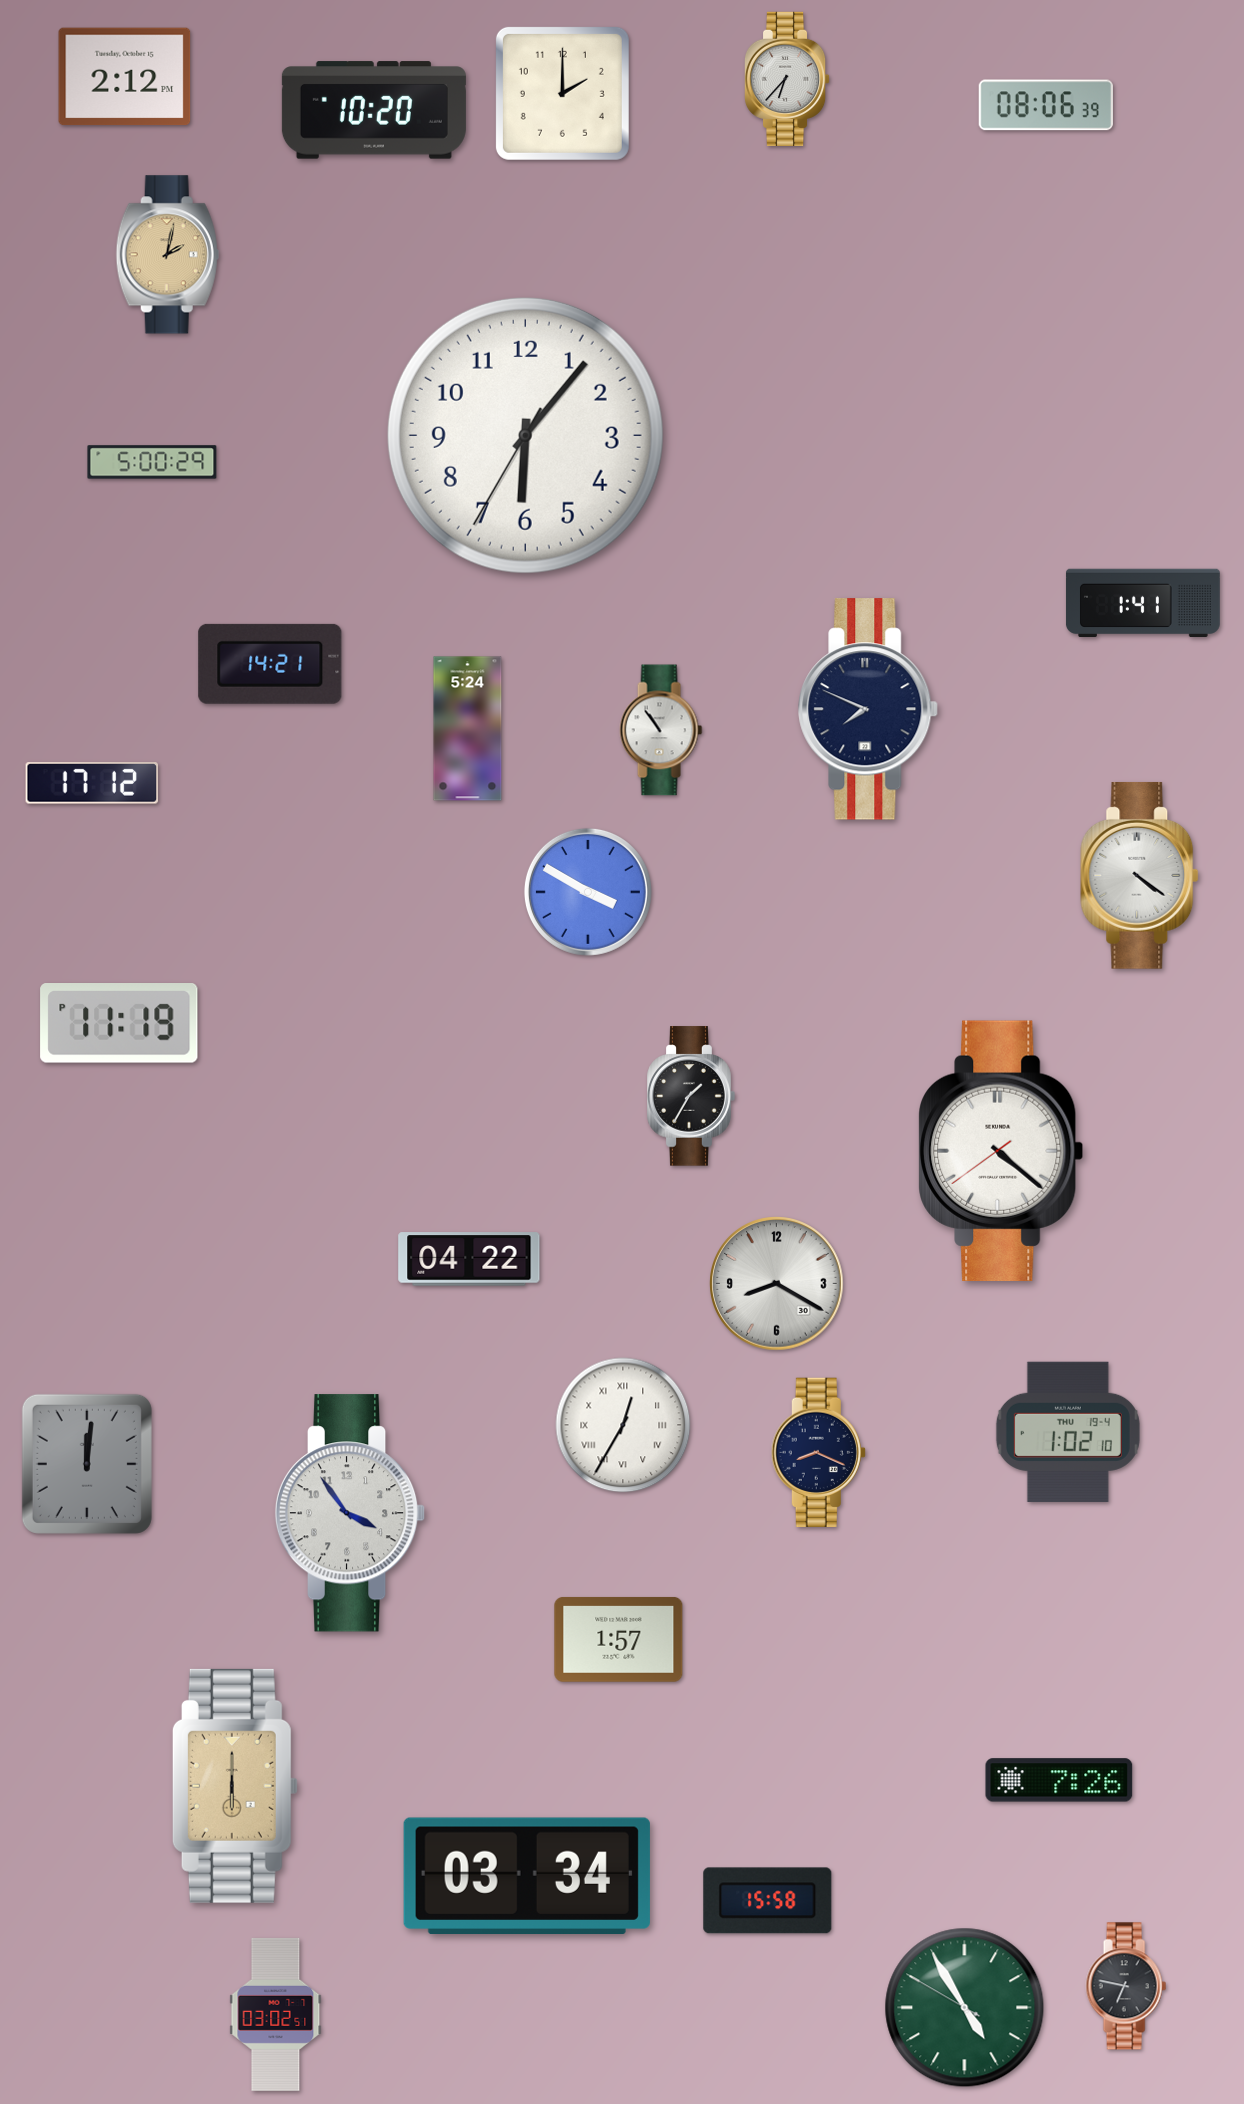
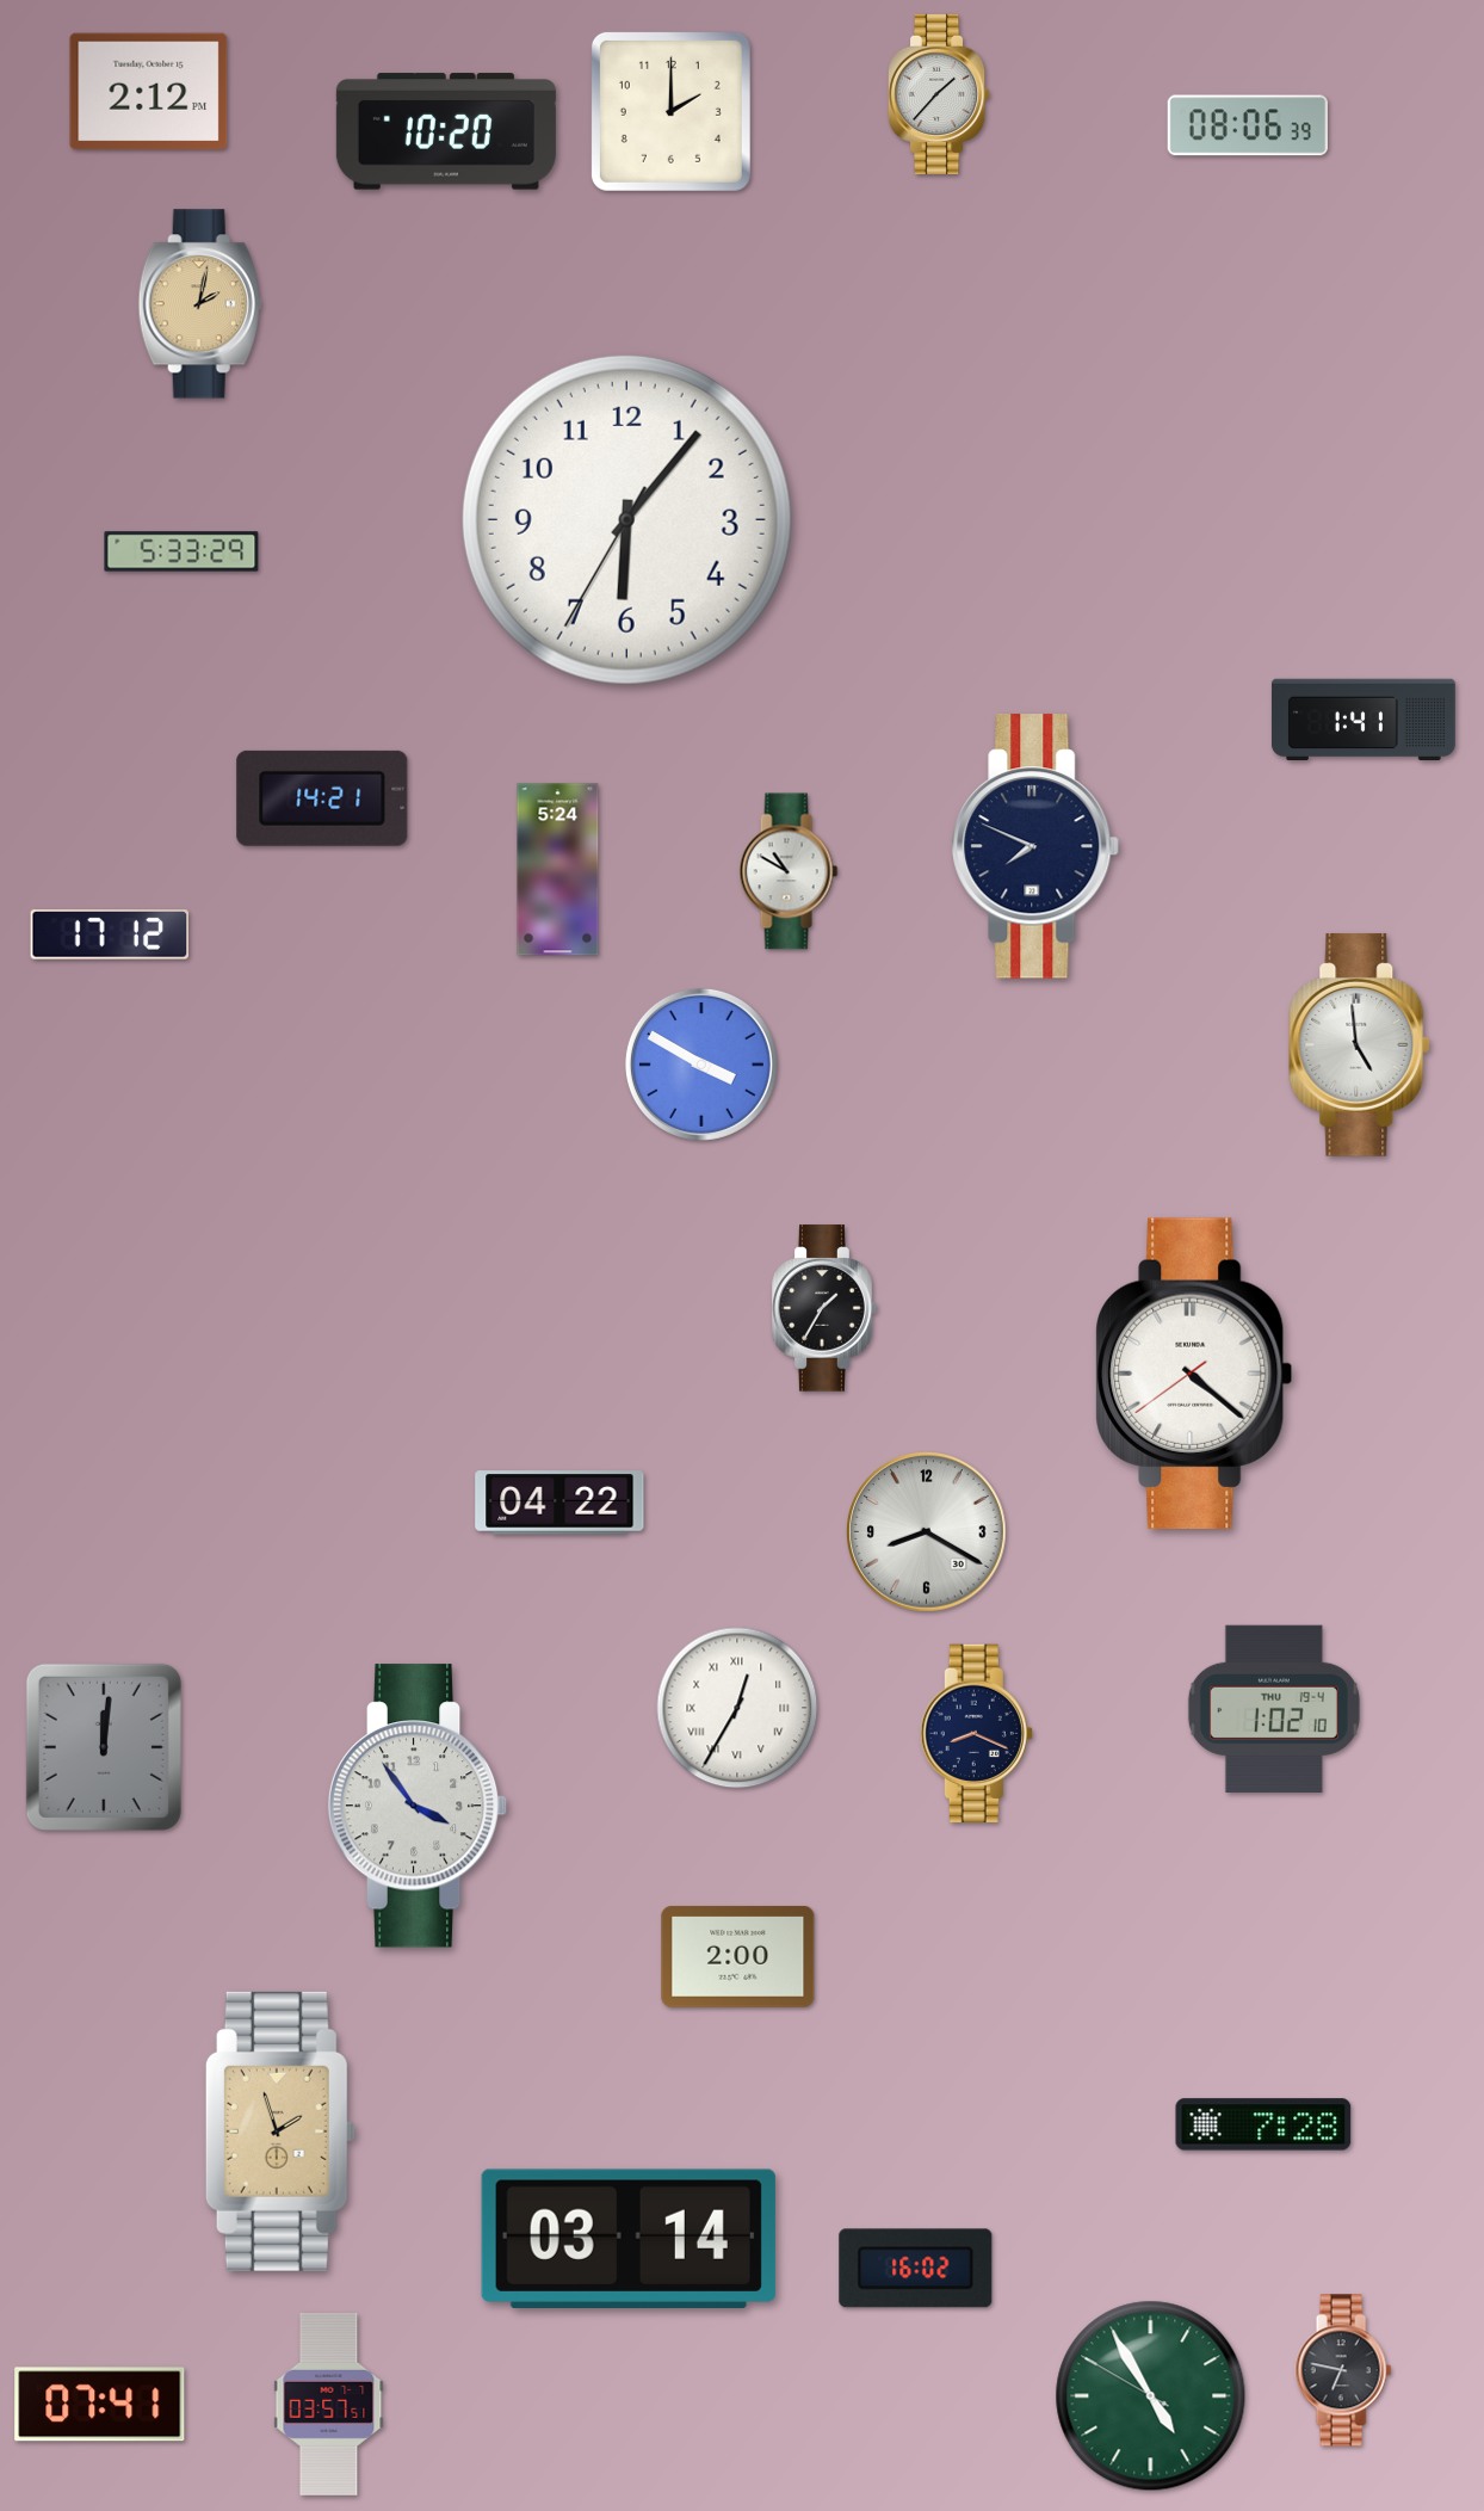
clock at (787, 78): 6:37 -> 1:37
clock at (152, 462): 5:00 -> 5:33
clock at (270, 664) position: (270, 664) -> (322, 798)
clock at (661, 730): 10:54 -> 10:50
clock at (1140, 875): 4:21 -> 4:59
clock at (119, 1024): 11:19 -> none
clock at (623, 1425) position: (623, 1425) -> (737, 1708)
clock at (619, 1639): 1:57 -> 2:00
clock at (1059, 1780): 7:26 -> 7:28
clock at (235, 1786): 6:00 -> 1:57
clock at (527, 1875): 03:34 -> 03:14
clock at (768, 1901): 15:58 -> 16:02
clock at (276, 2014): 03:02 -> 03:57
clock at (100, 2405): none -> 07:41
